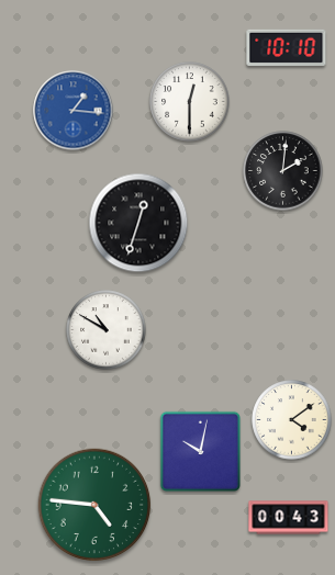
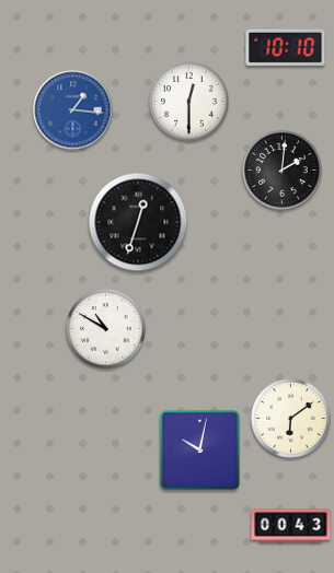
clock at (292, 420): 4:09 -> 6:09
clock at (94, 505): 4:46 -> none
clock at (289, 518) position: (289, 518) -> (291, 526)
